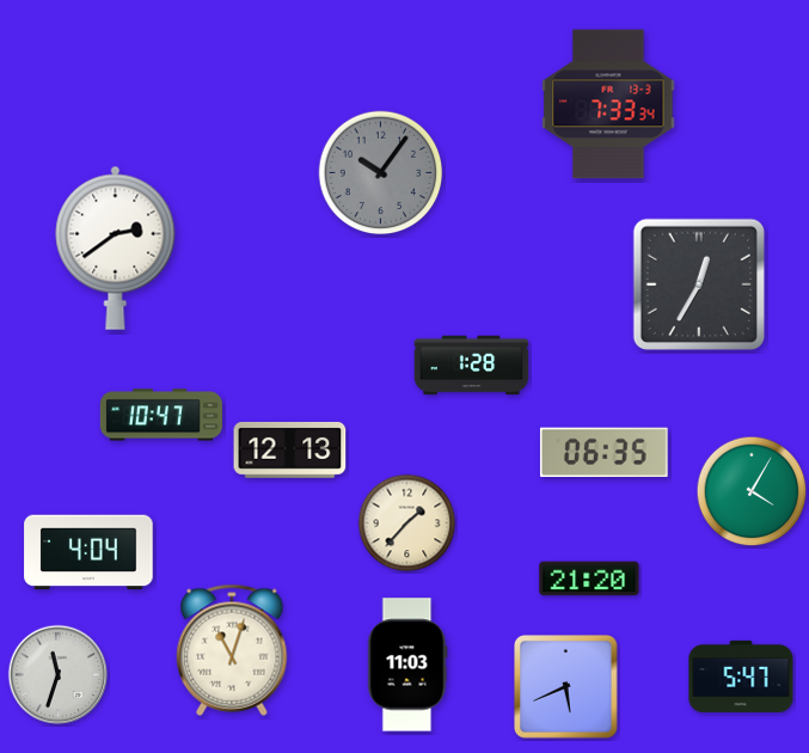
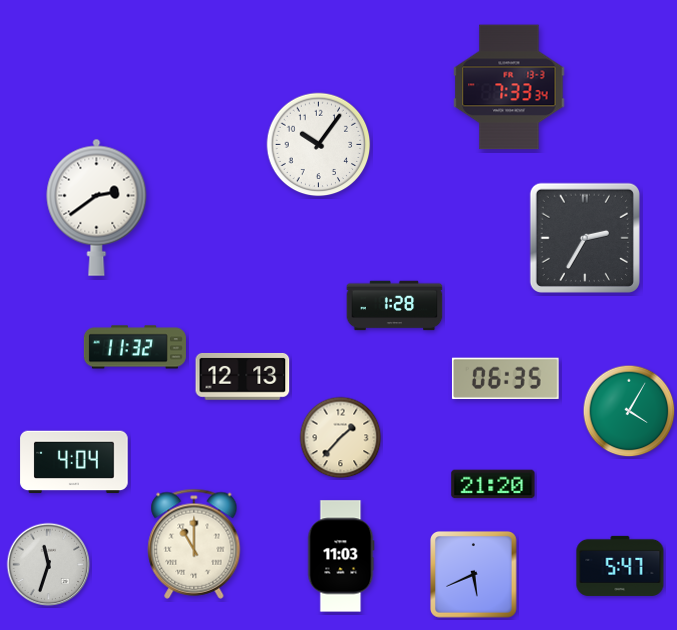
clock at (381, 173) dial: grey -> white
clock at (698, 283): 12:35 -> 2:35
clock at (161, 415): 10:47 -> 11:32
clock at (232, 650): 11:03 -> 11:00
